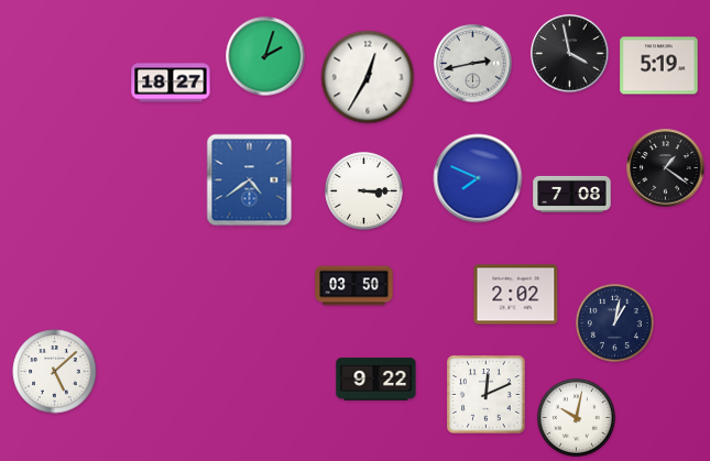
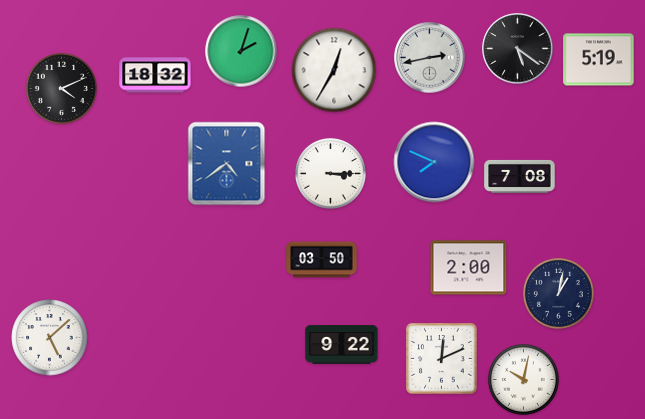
clock at (570, 54): 3:58 -> 5:21
clock at (171, 83): 18:27 -> 18:32
clock at (61, 88): none -> 4:11
clock at (666, 168): 1:21 -> none
clock at (516, 295): 2:02 -> 2:00
